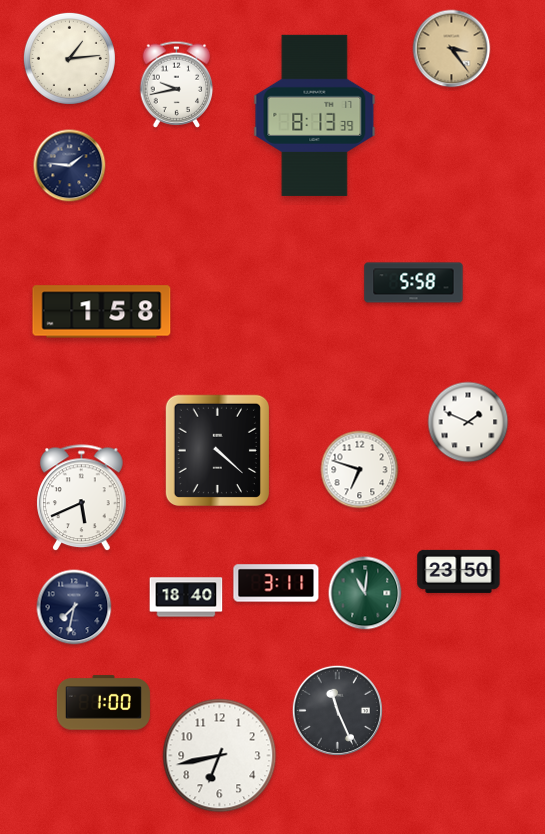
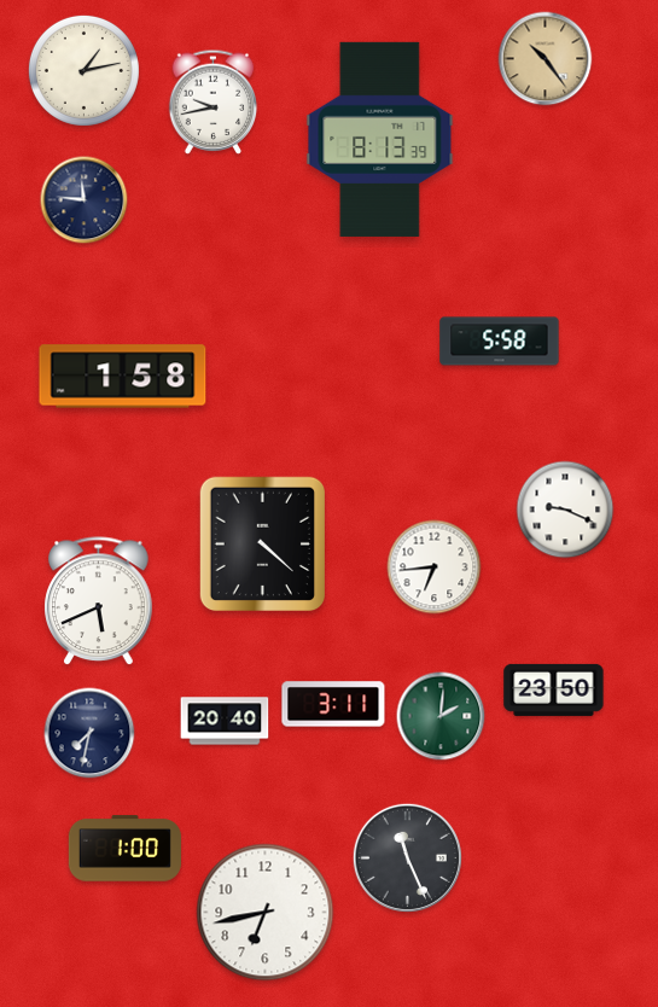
clock at (452, 49): 3:24 -> 10:24
clock at (69, 58): 1:14 -> 1:13
clock at (70, 166): 1:46 -> 11:46
clock at (468, 422): 1:49 -> 9:19
clock at (360, 470): 6:48 -> 6:44
clock at (365, 593): 11:01 -> 2:01
clock at (186, 597): 18:40 -> 20:40
